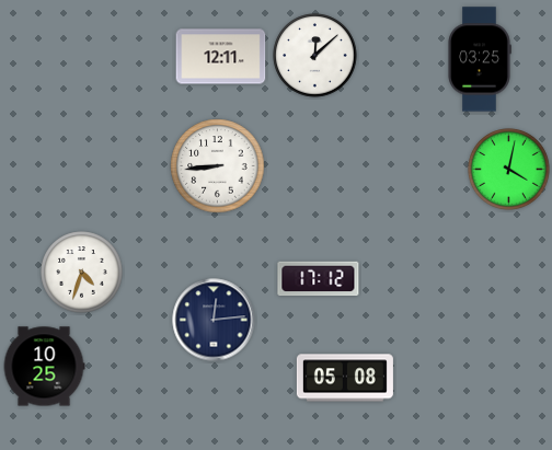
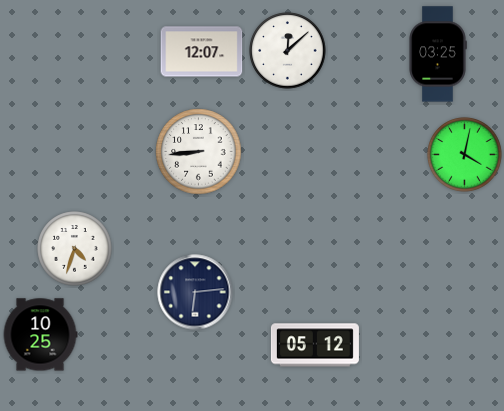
clock at (221, 57): 12:11 -> 12:07
clock at (319, 279): 17:12 -> none
clock at (214, 320): 12:14 -> 6:14
clock at (345, 378): 05:08 -> 05:12
